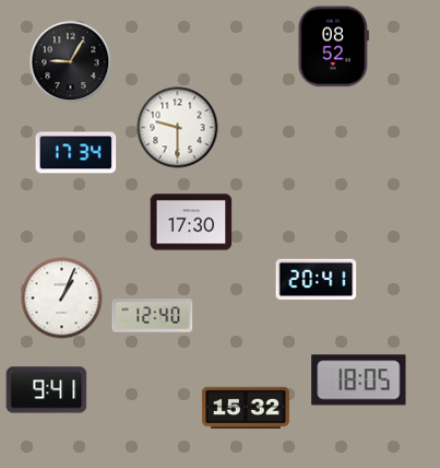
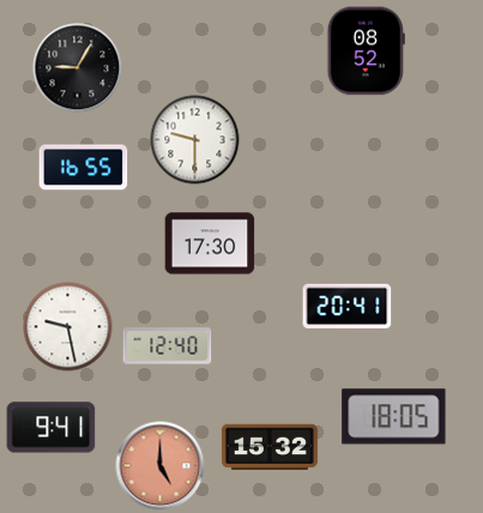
clock at (76, 153): 17:34 -> 16:55
clock at (62, 299): 1:04 -> 9:28
clock at (161, 466): none -> 5:00
